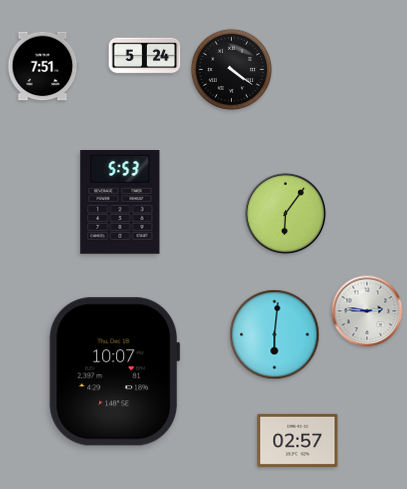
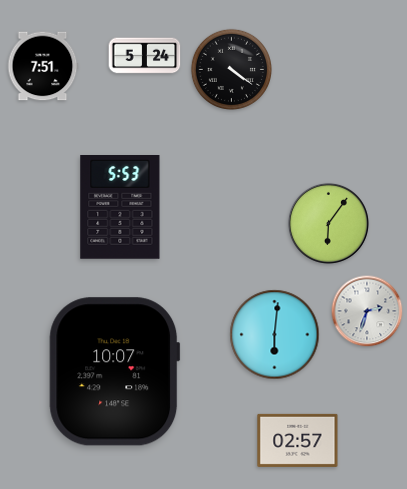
clock at (120, 203) position: (120, 203) -> (120, 208)
clock at (285, 213) position: (285, 213) -> (328, 223)
clock at (367, 311): 2:46 -> 2:33
